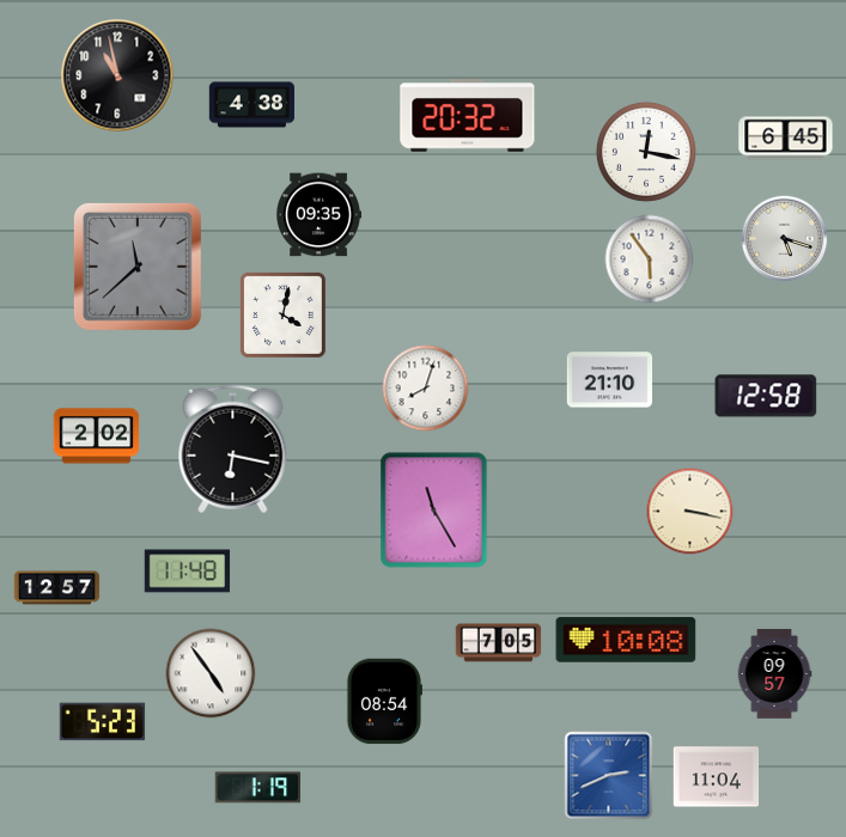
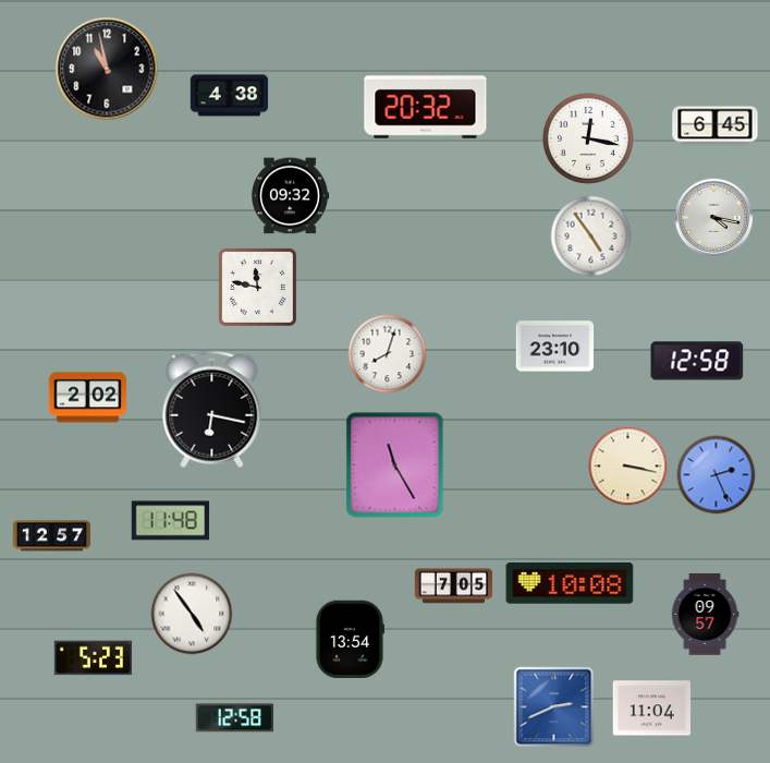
clock at (319, 215): 09:35 -> 09:32
clock at (785, 239): 5:18 -> 4:17
clock at (650, 259): 5:54 -> 4:54
clock at (138, 267): 11:38 -> none
clock at (282, 314): 4:02 -> 11:47
clock at (610, 380): 21:10 -> 23:10
clock at (717, 475): none -> 2:26
clock at (384, 702): 08:54 -> 13:54
clock at (258, 788): 1:19 -> 12:58
